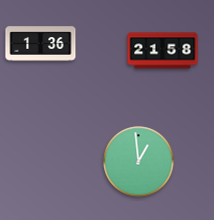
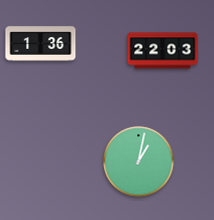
clock at (163, 51): 21:58 -> 22:03
clock at (139, 162): 12:59 -> 1:02
